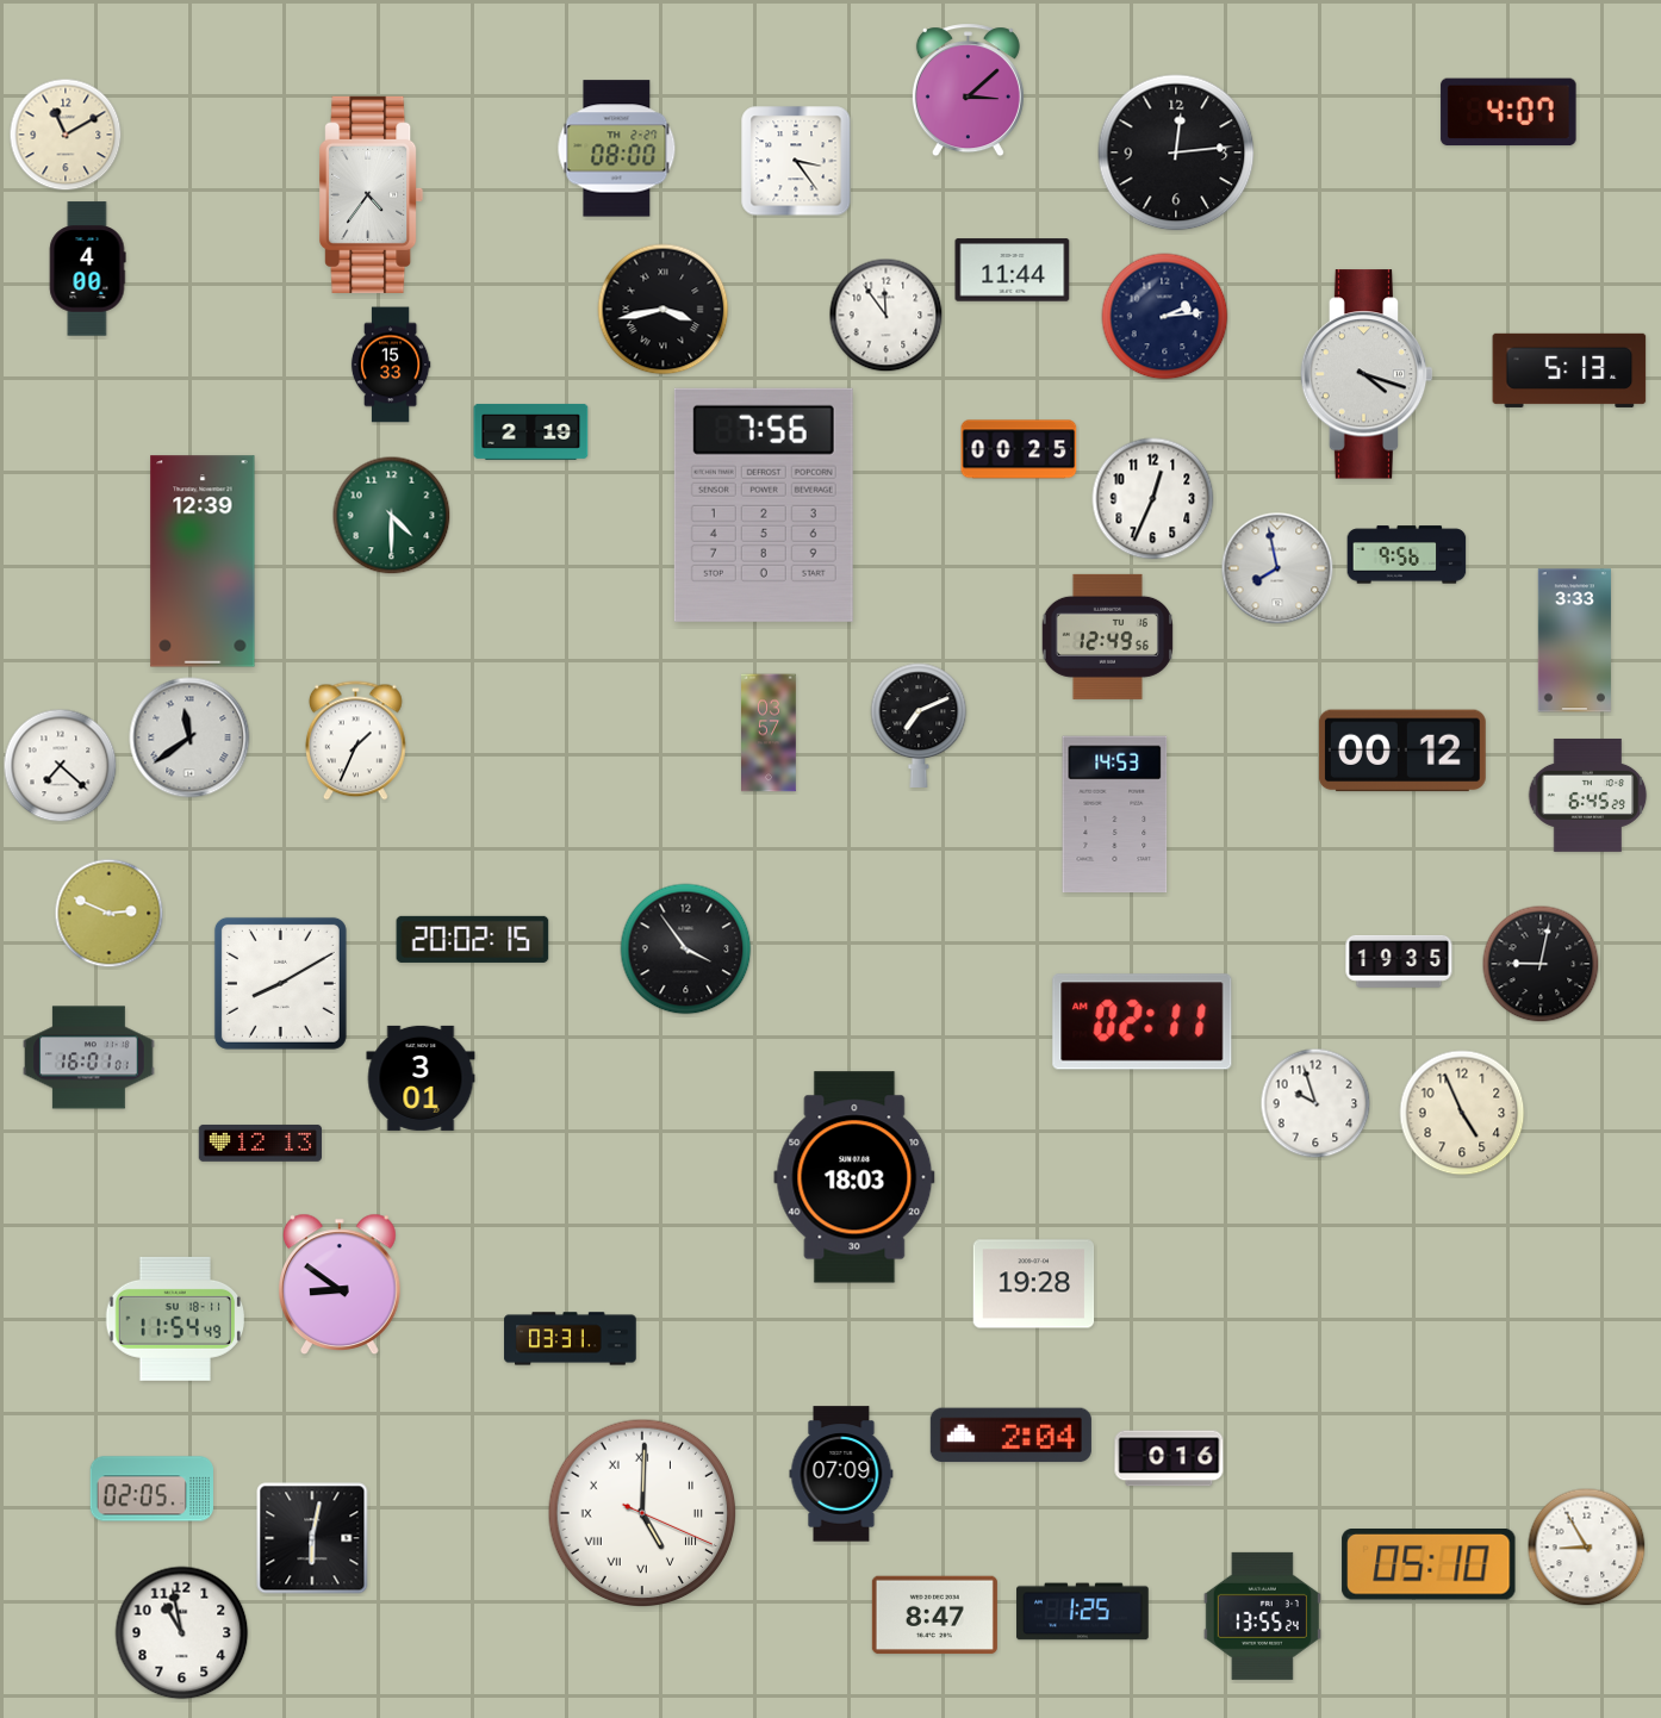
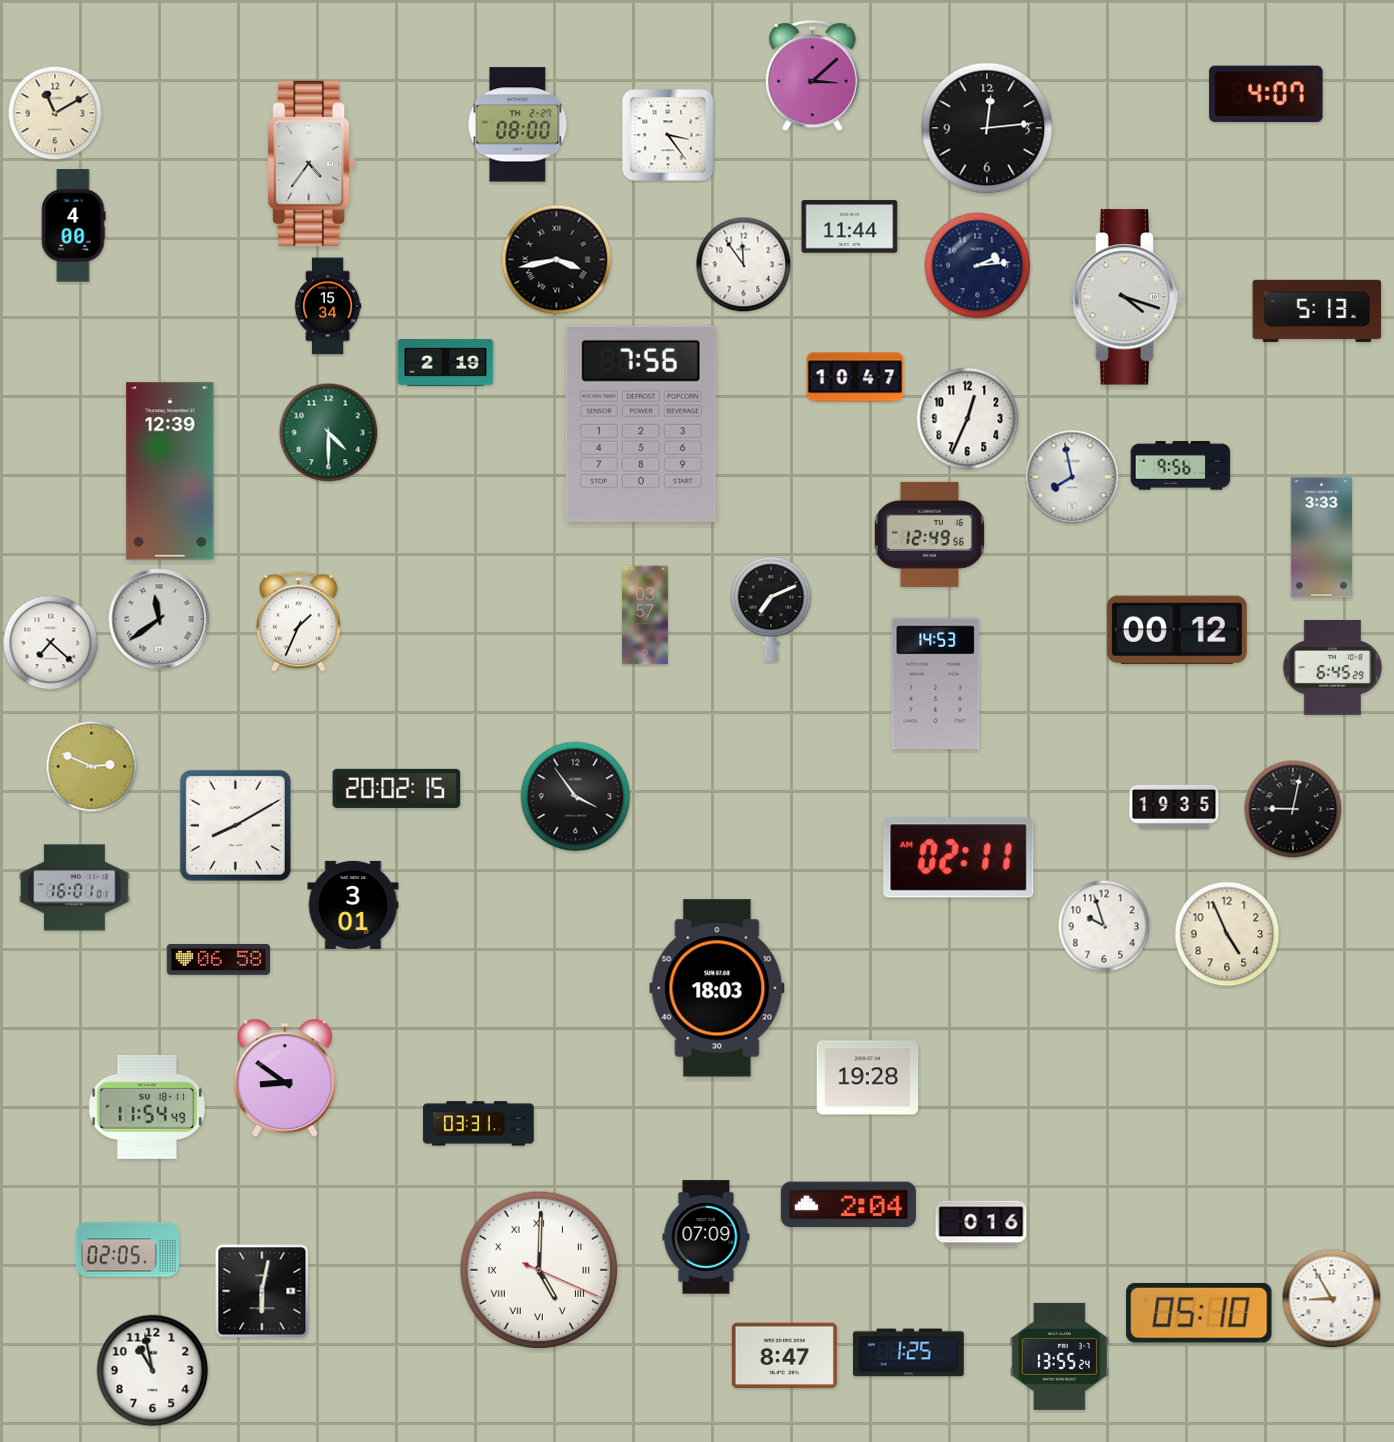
clock at (391, 365): 15:33 -> 15:34
clock at (1367, 374) position: (1367, 374) -> (1127, 297)
clock at (1019, 449): 00:25 -> 10:47
clock at (260, 1143): 12:13 -> 06:58
